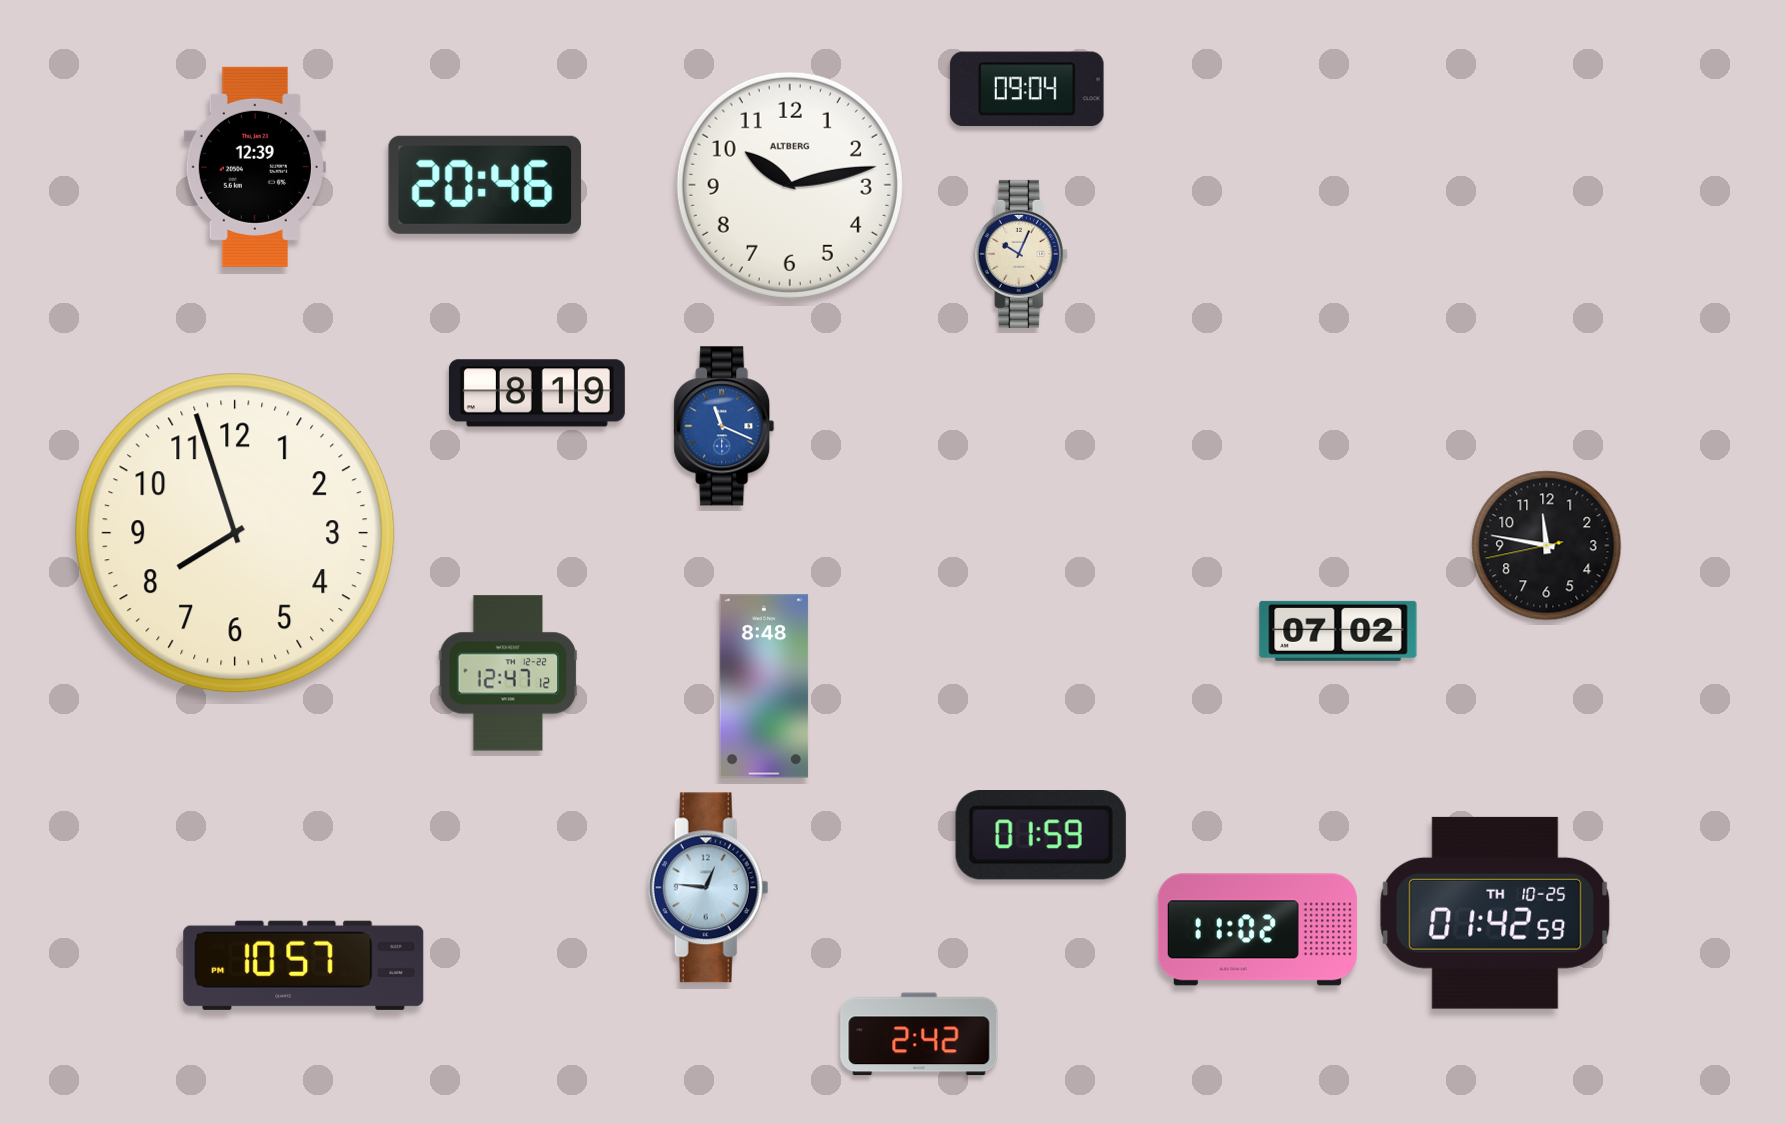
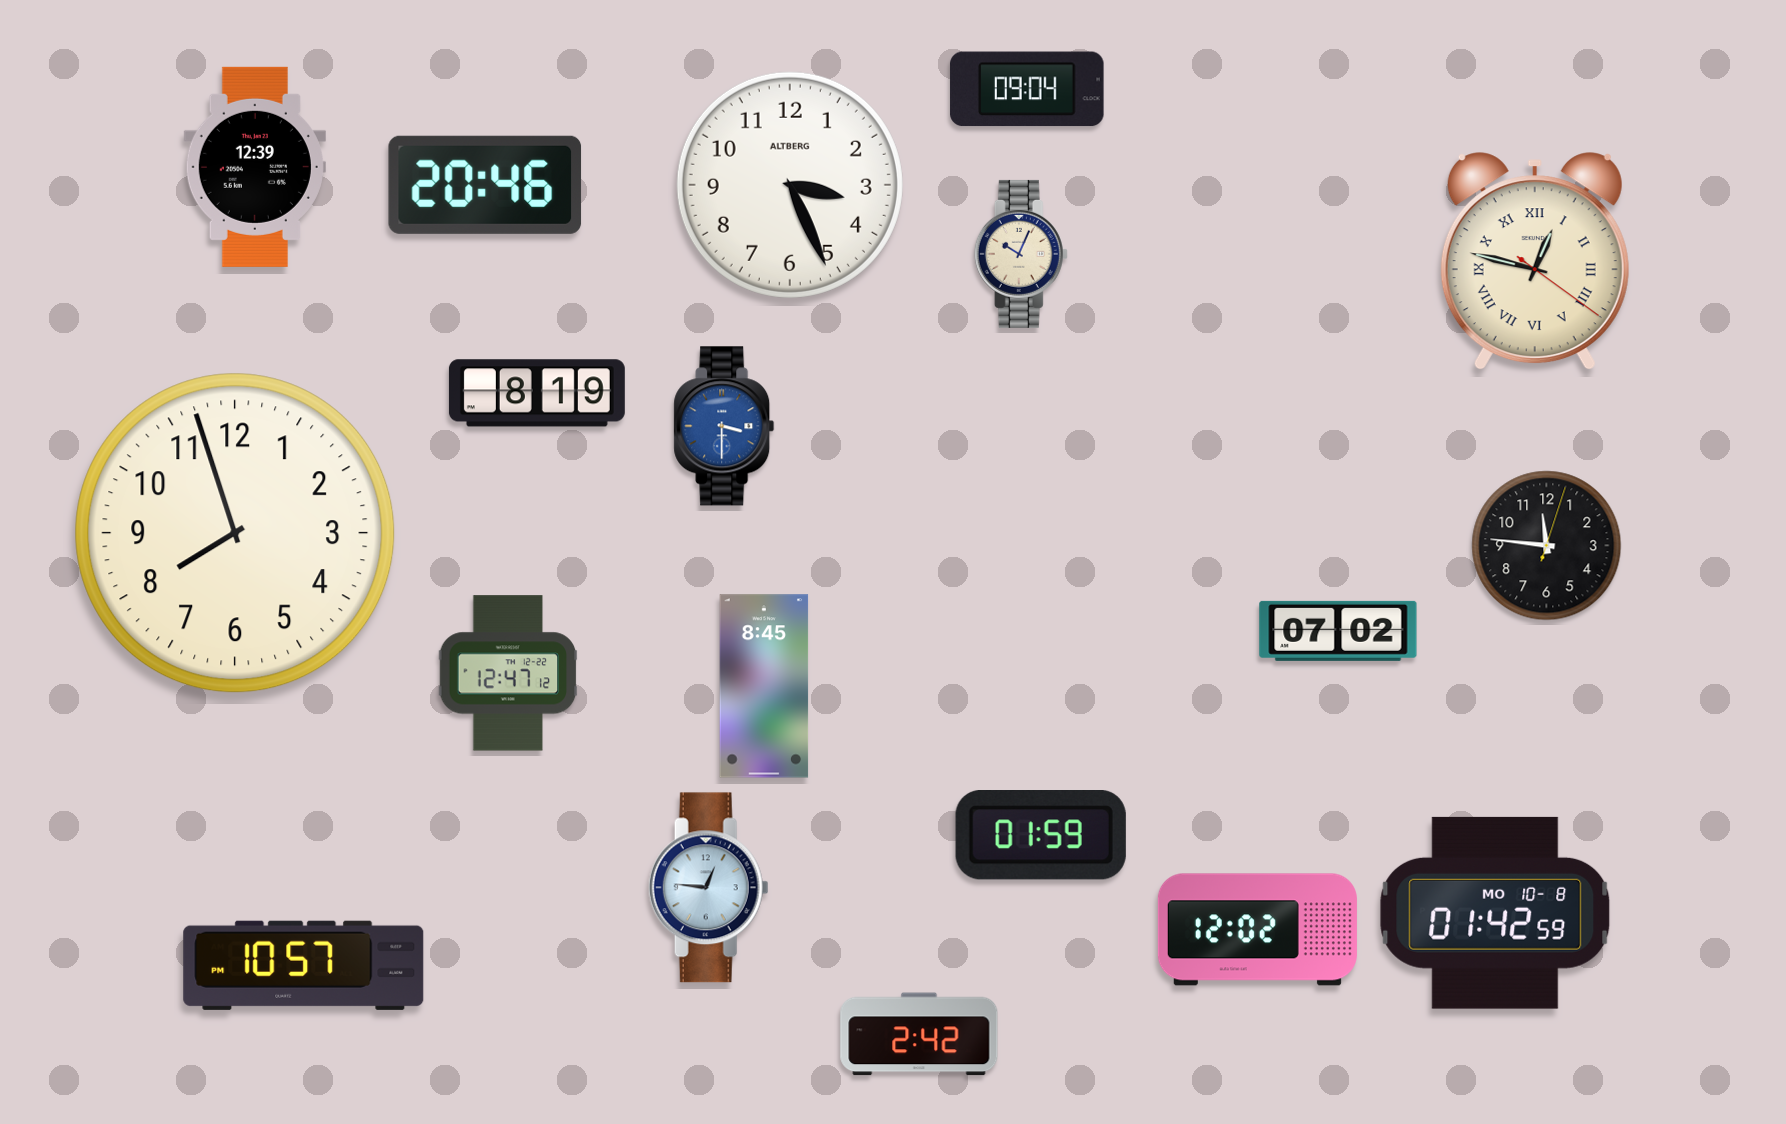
clock at (790, 185): 10:13 -> 3:26
clock at (1535, 262): none -> 12:47
clock at (724, 426): 11:19 -> 3:30
clock at (1547, 546): 11:46:43 -> 11:46:03
clock at (764, 686): 8:48 -> 8:45
clock at (1495, 913) date: TH 10-25 -> MO 10-8
clock at (1257, 930): 11:02 -> 12:02
